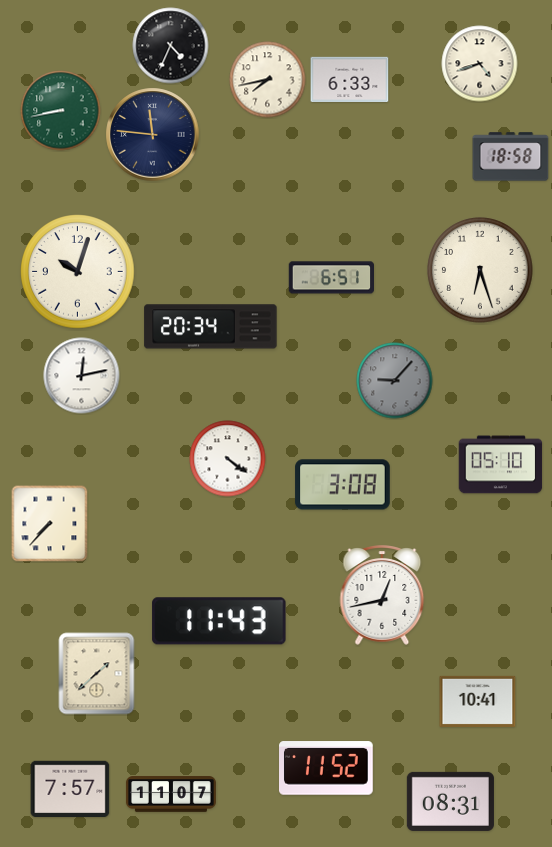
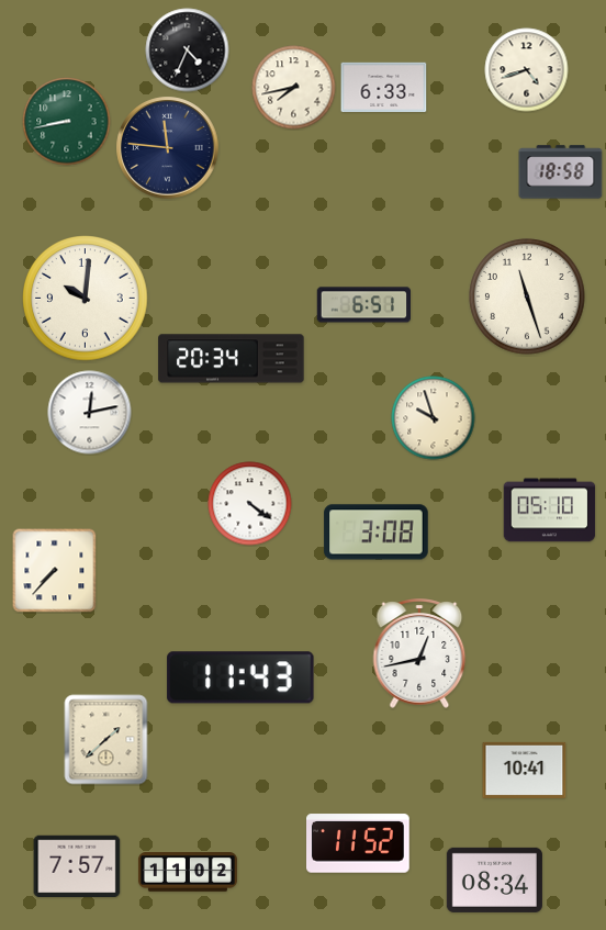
clock at (480, 270): 6:27 -> 11:27
clock at (78, 272): 10:03 -> 10:01
clock at (395, 381): 9:07 -> 9:57
clock at (395, 381) dial: grey -> cream
clock at (49, 523) position: (49, 523) -> (54, 570)
clock at (219, 621) position: (219, 621) -> (240, 677)
clock at (171, 794): 11:07 -> 11:02
clock at (450, 801): 08:31 -> 08:34
